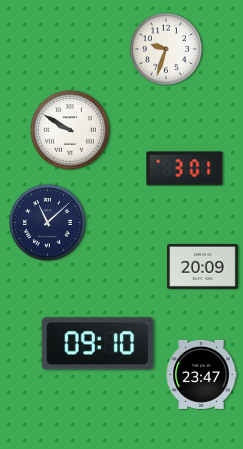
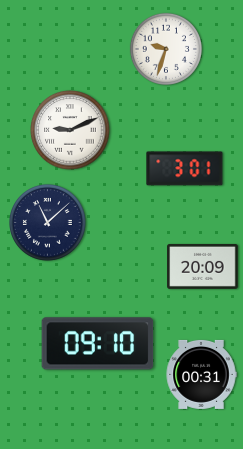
clock at (70, 130): 9:50 -> 9:11
clock at (201, 374): 23:47 -> 00:31
